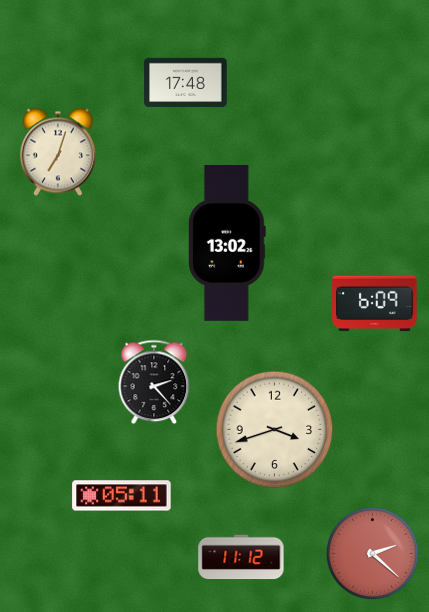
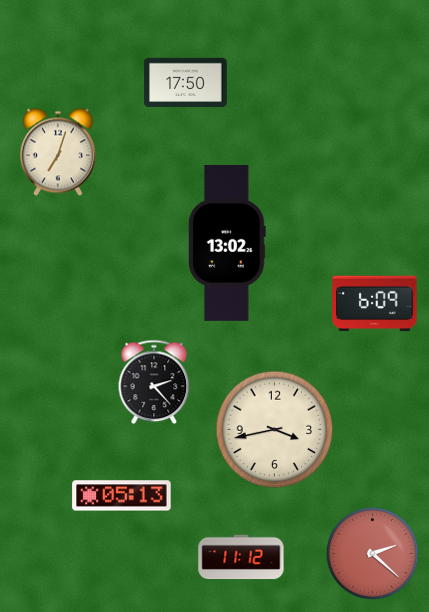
clock at (186, 82): 17:48 -> 17:50
clock at (275, 430): 3:42 -> 3:43
clock at (122, 496): 05:11 -> 05:13
